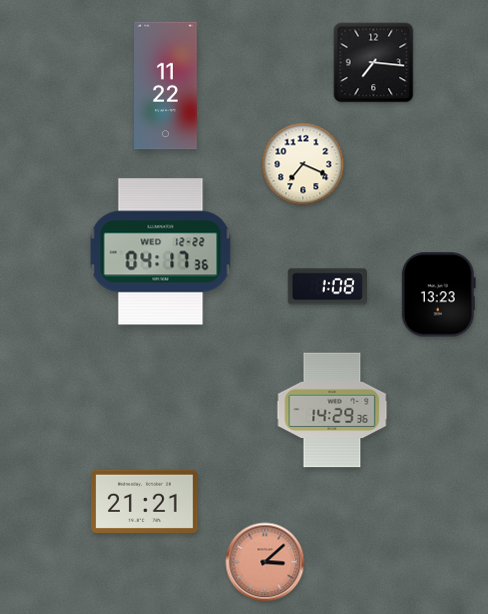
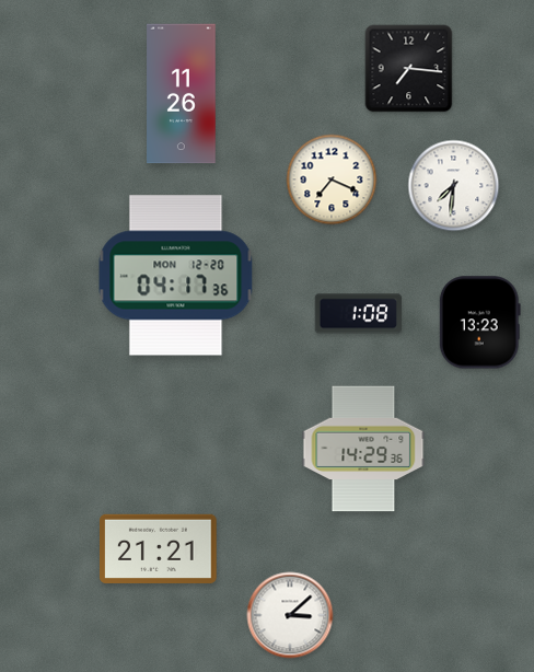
clock at (166, 86): 11:22 -> 11:26
clock at (454, 186): none -> 7:31
clock at (161, 252) date: WED 12-22 -> MON 12-20
clock at (265, 562) dial: salmon -> white
